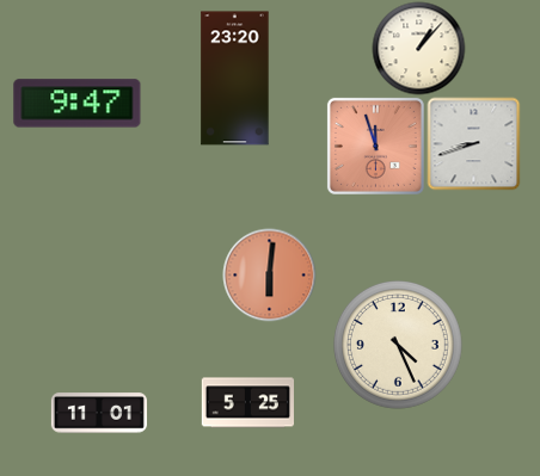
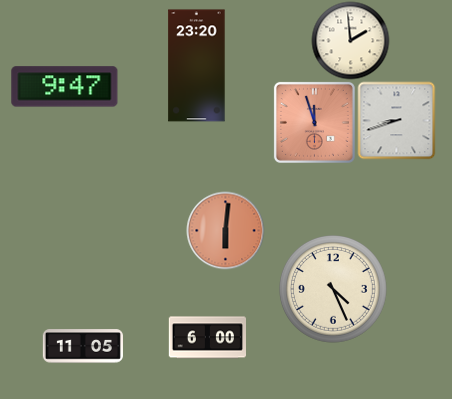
clock at (418, 48): 1:07 -> 1:59
clock at (247, 403): 5:25 -> 6:00
clock at (99, 413): 11:01 -> 11:05
